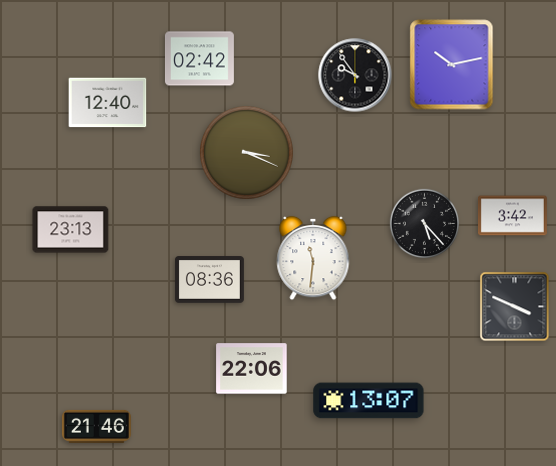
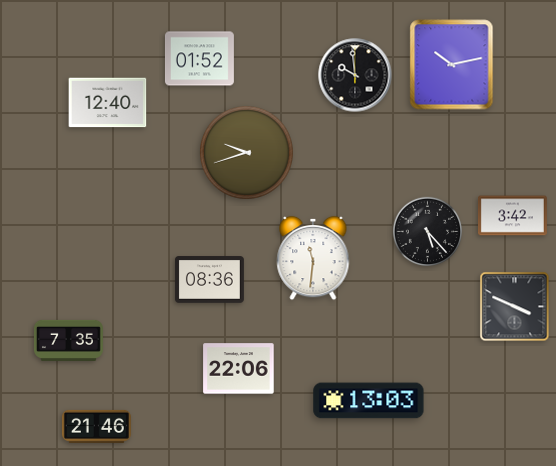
clock at (199, 59): 02:42 -> 01:52
clock at (355, 75): 9:54 -> 9:59
clock at (247, 153): 3:19 -> 9:42
clock at (425, 224) position: (425, 224) -> (428, 232)
clock at (71, 230): 23:13 -> none
clock at (68, 340): none -> 7:35
clock at (252, 369) position: (252, 369) -> (239, 369)
clock at (369, 401): 13:07 -> 13:03
